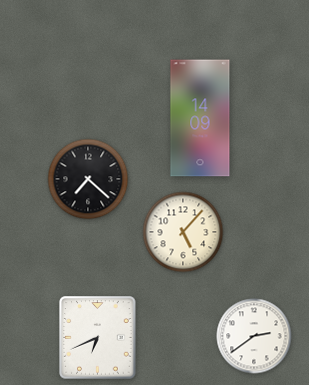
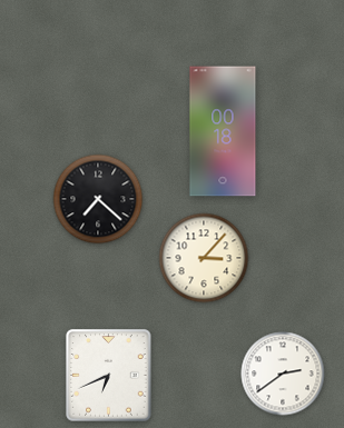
clock at (200, 118): 14:09 -> 00:18
clock at (183, 232): 5:07 -> 3:07
